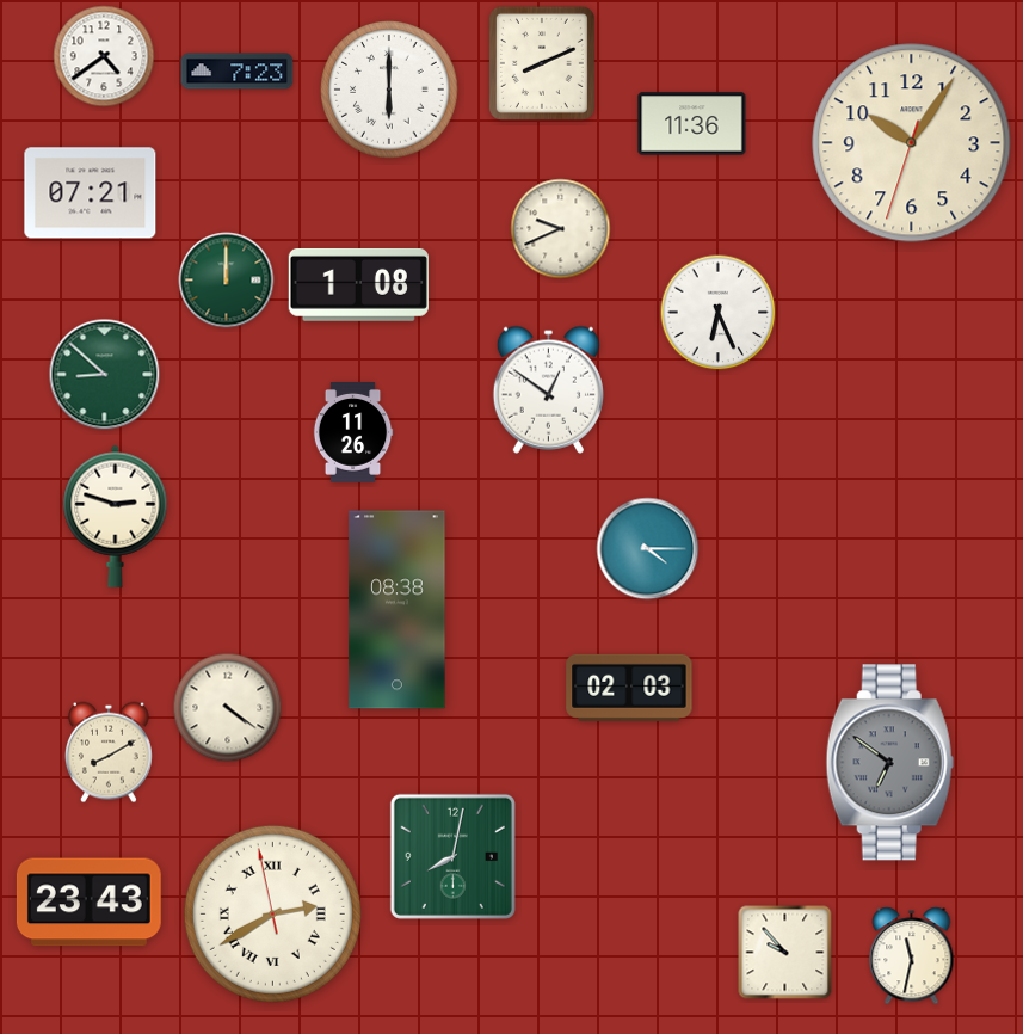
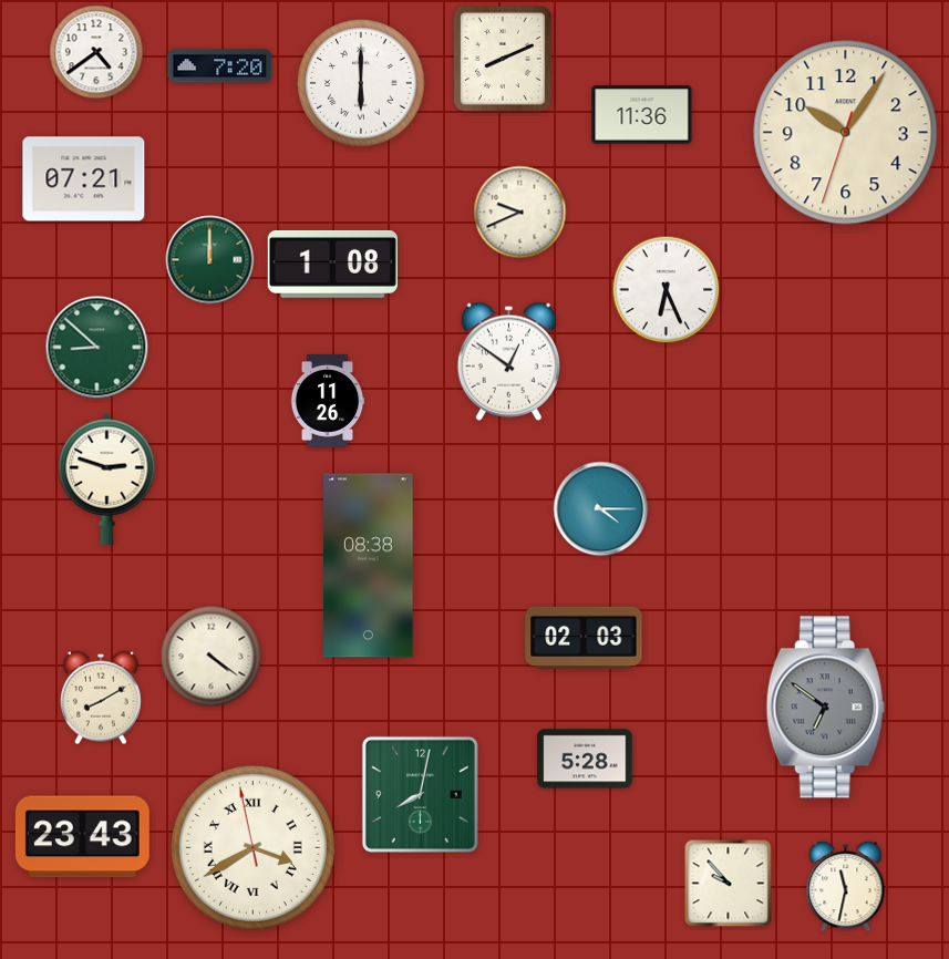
clock at (238, 72): 7:23 -> 7:20
clock at (585, 759): none -> 5:28
clock at (272, 913): 2:39 -> 3:39
